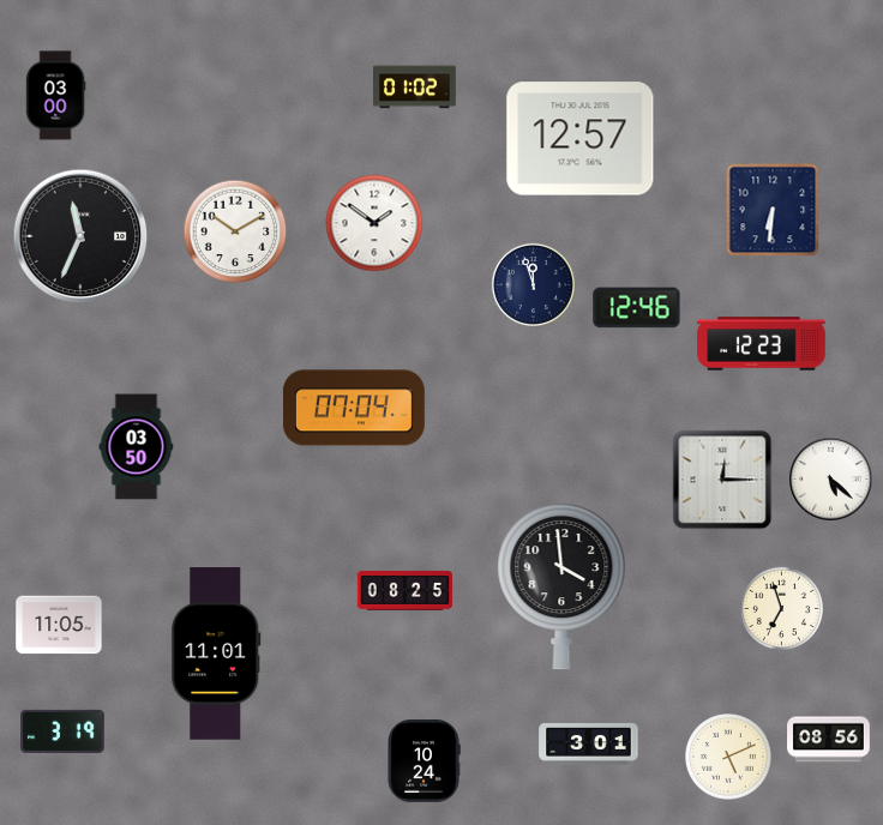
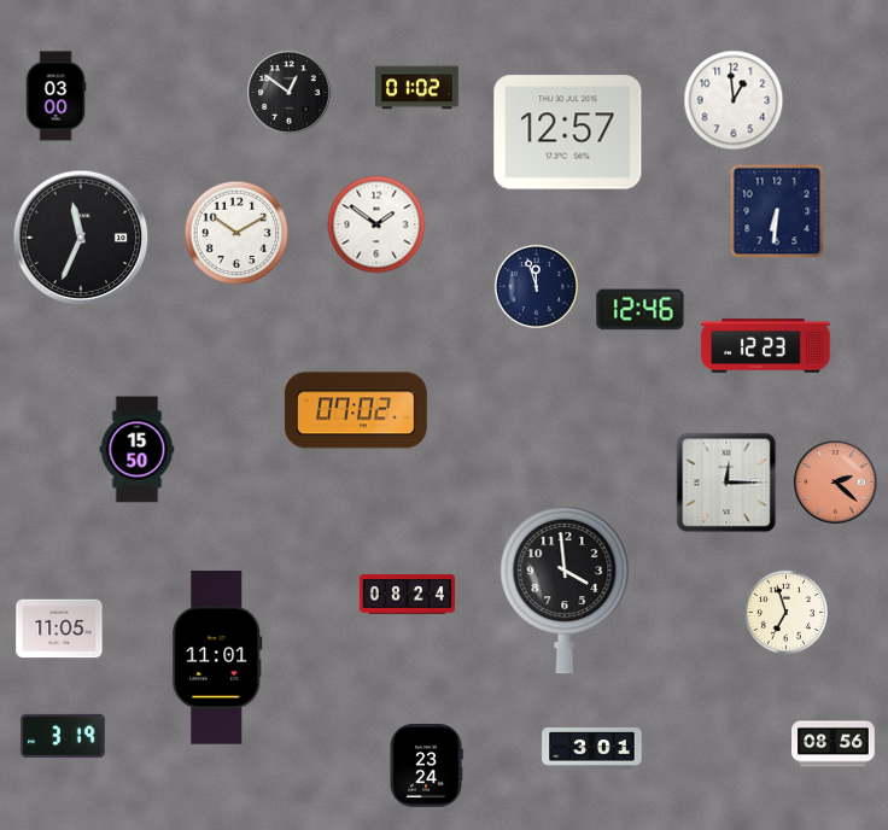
clock at (290, 93): none -> 12:51
clock at (734, 100): none -> 12:59
clock at (581, 139) position: (581, 139) -> (568, 133)
clock at (354, 408): 07:04 -> 07:02
clock at (137, 447): 03:50 -> 15:50
clock at (831, 480): 5:22 -> 2:22
clock at (831, 480) dial: white -> salmon
clock at (404, 591): 08:25 -> 08:24
clock at (729, 758): 5:11 -> none
clock at (424, 761): 10:24 -> 23:24
